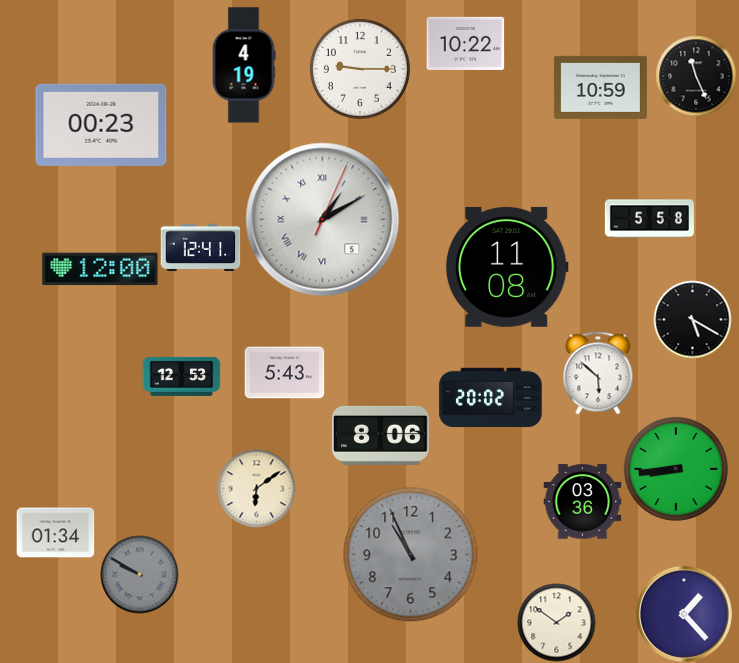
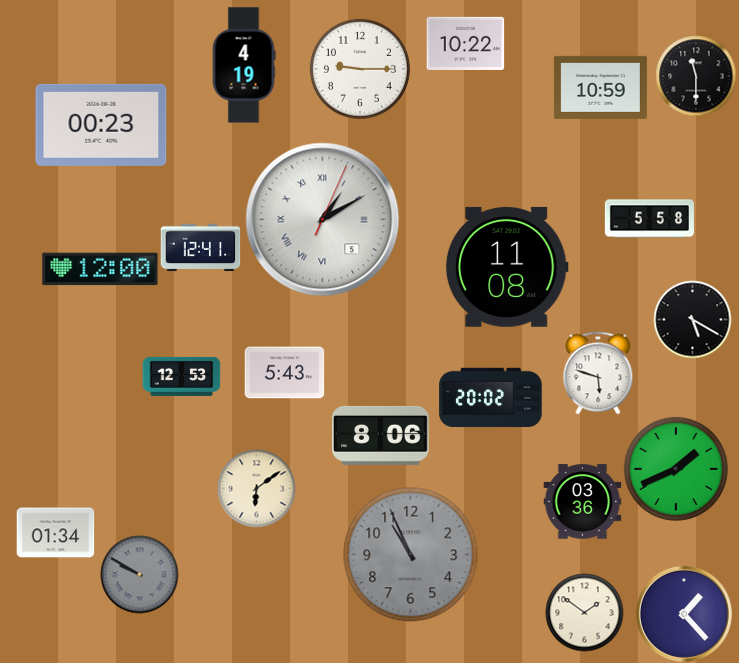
clock at (696, 76): 11:26 -> 11:30
clock at (598, 373): 5:52 -> 5:48
clock at (676, 469): 8:44 -> 1:41
clock at (556, 622) position: (556, 622) -> (584, 612)
